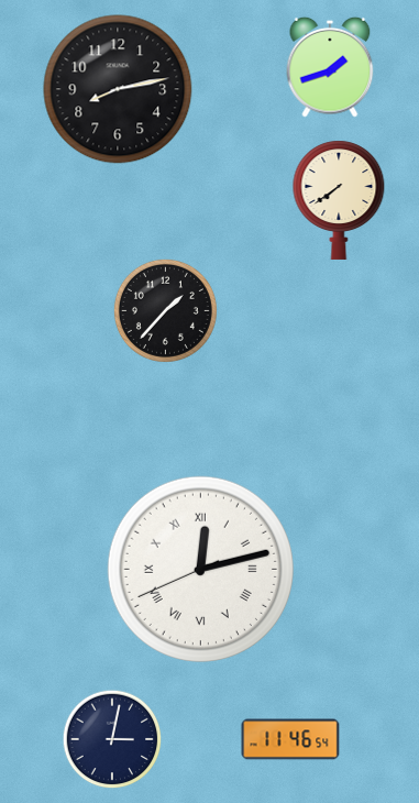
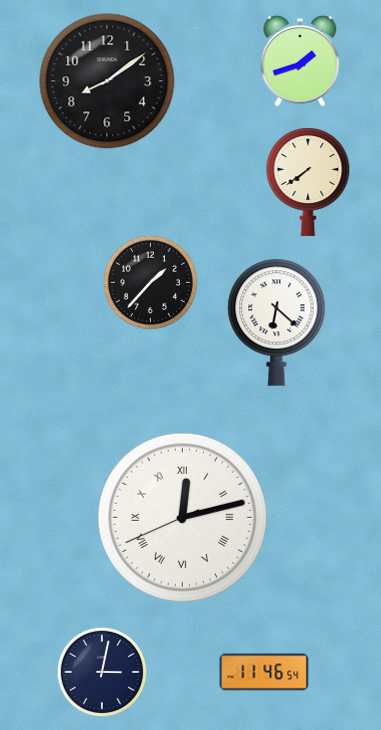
clock at (118, 89): 8:13 -> 8:09
clock at (277, 322): none -> 6:22
